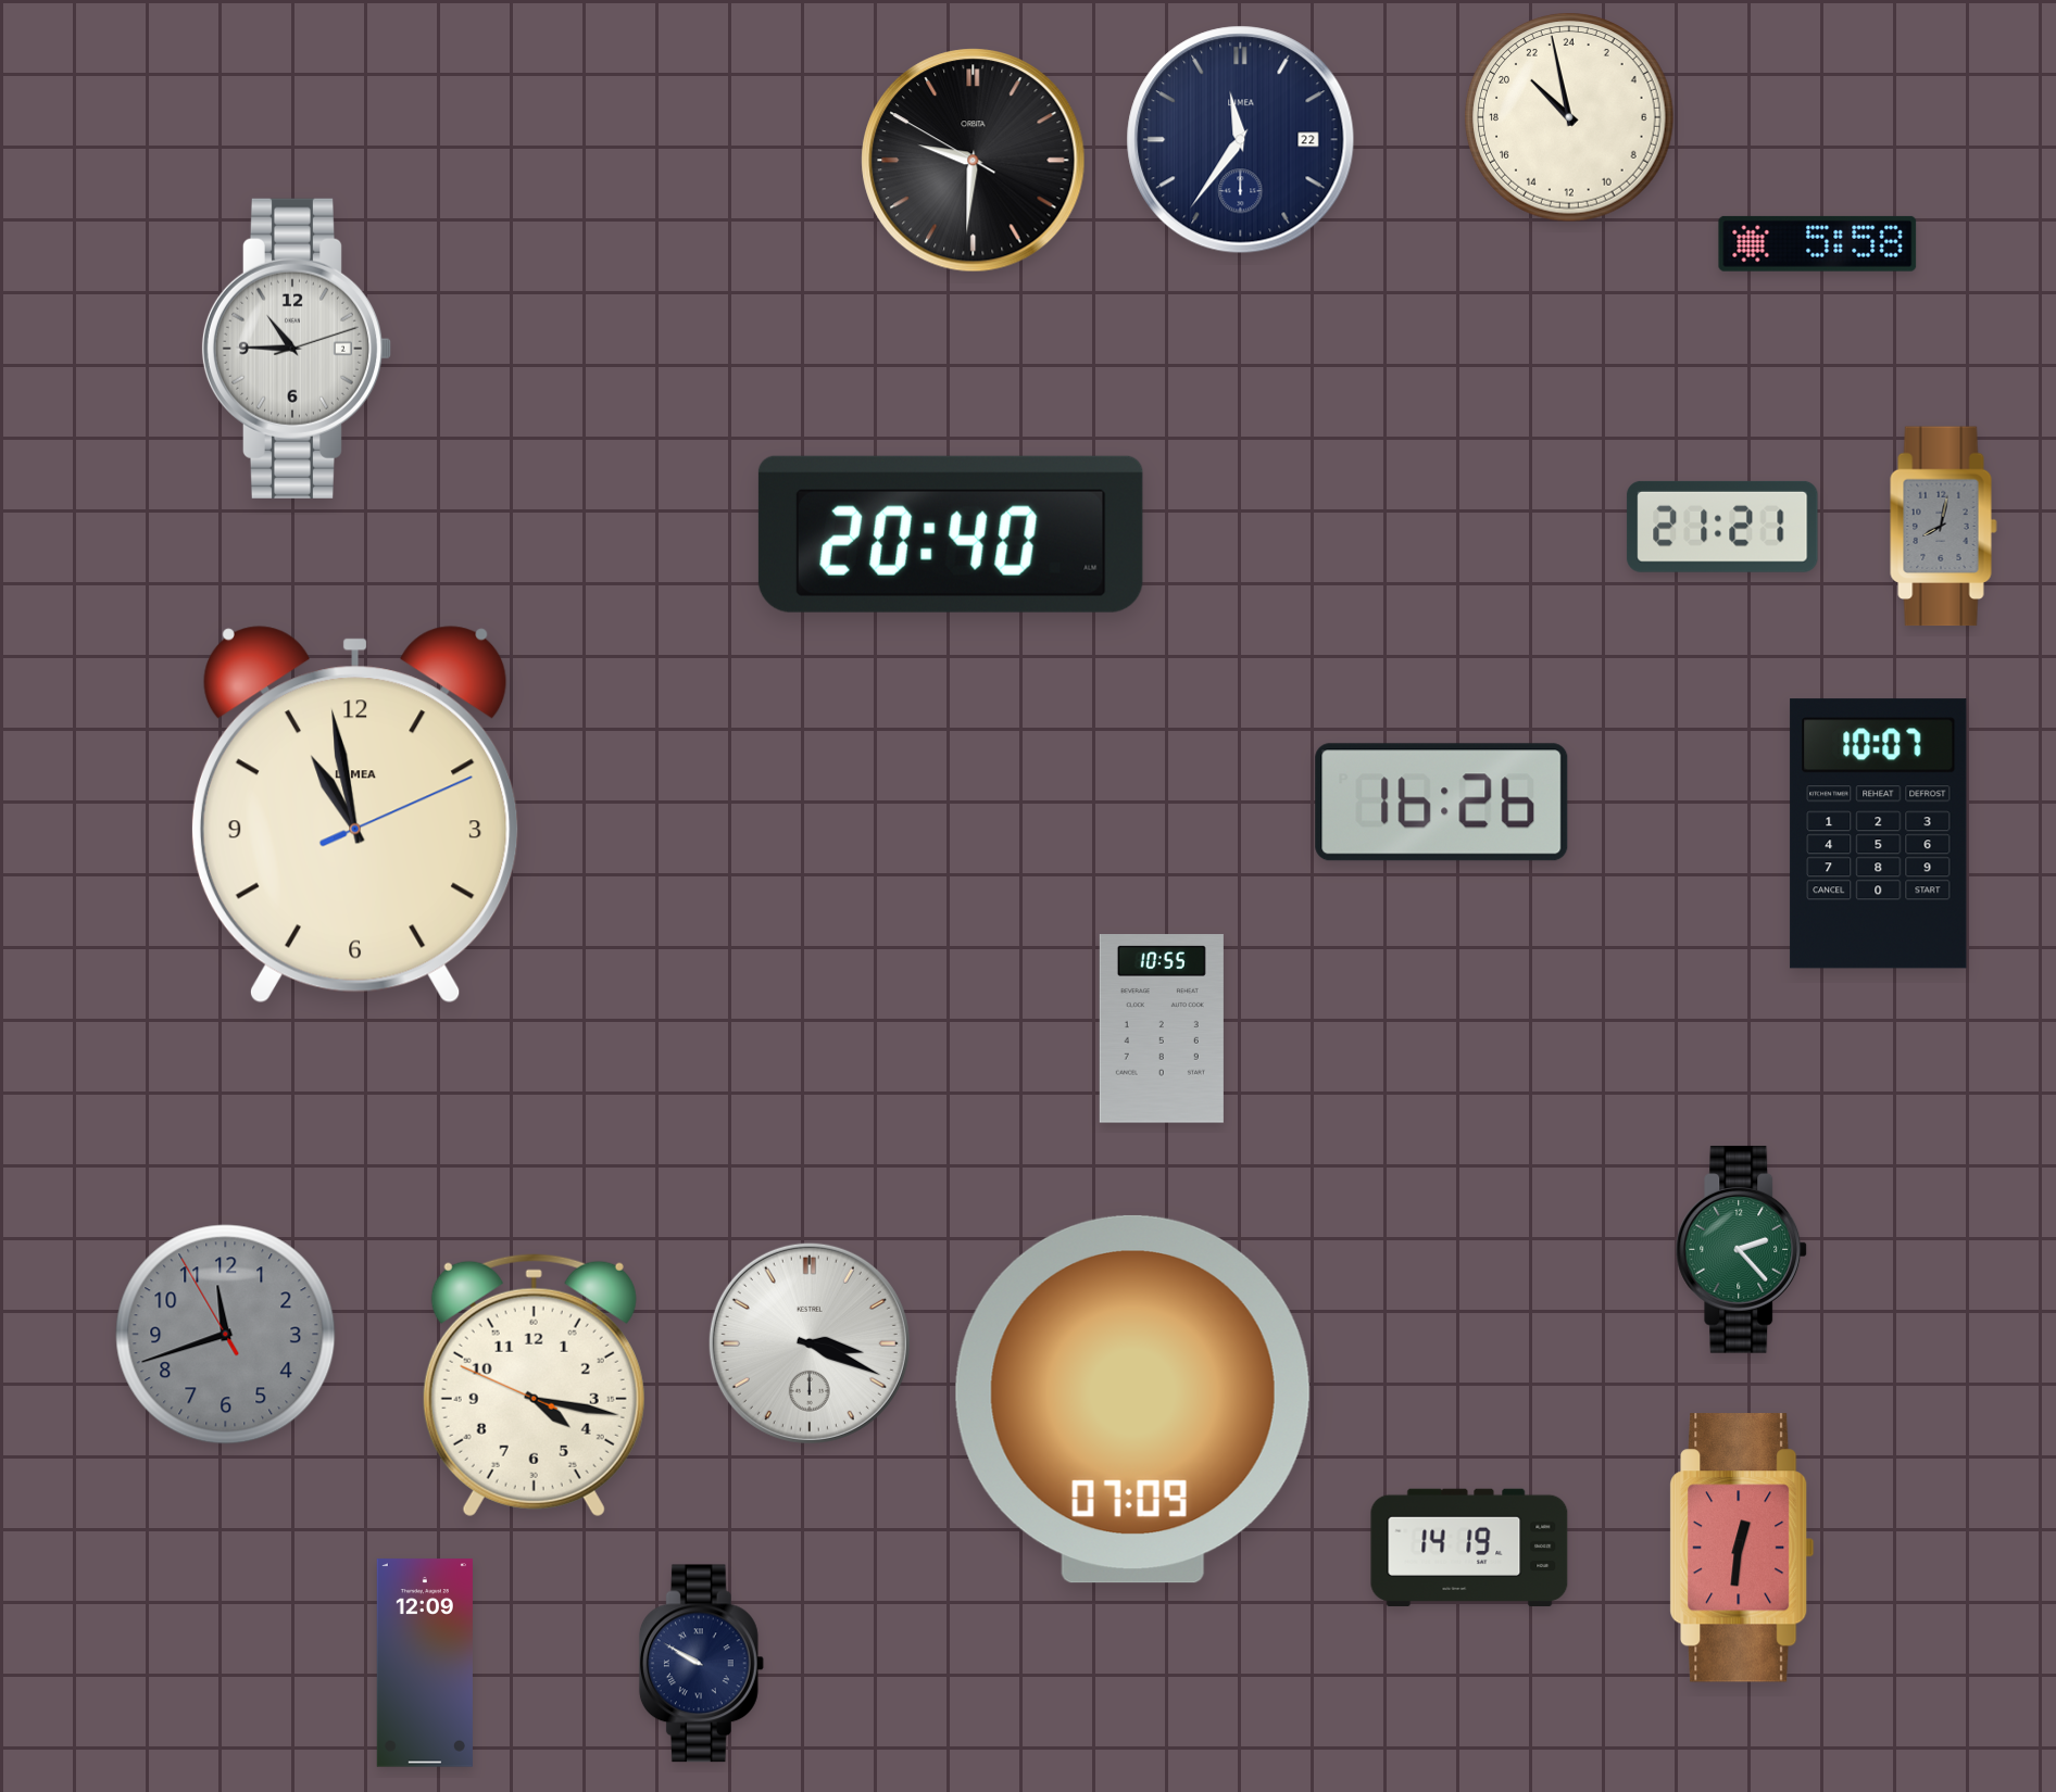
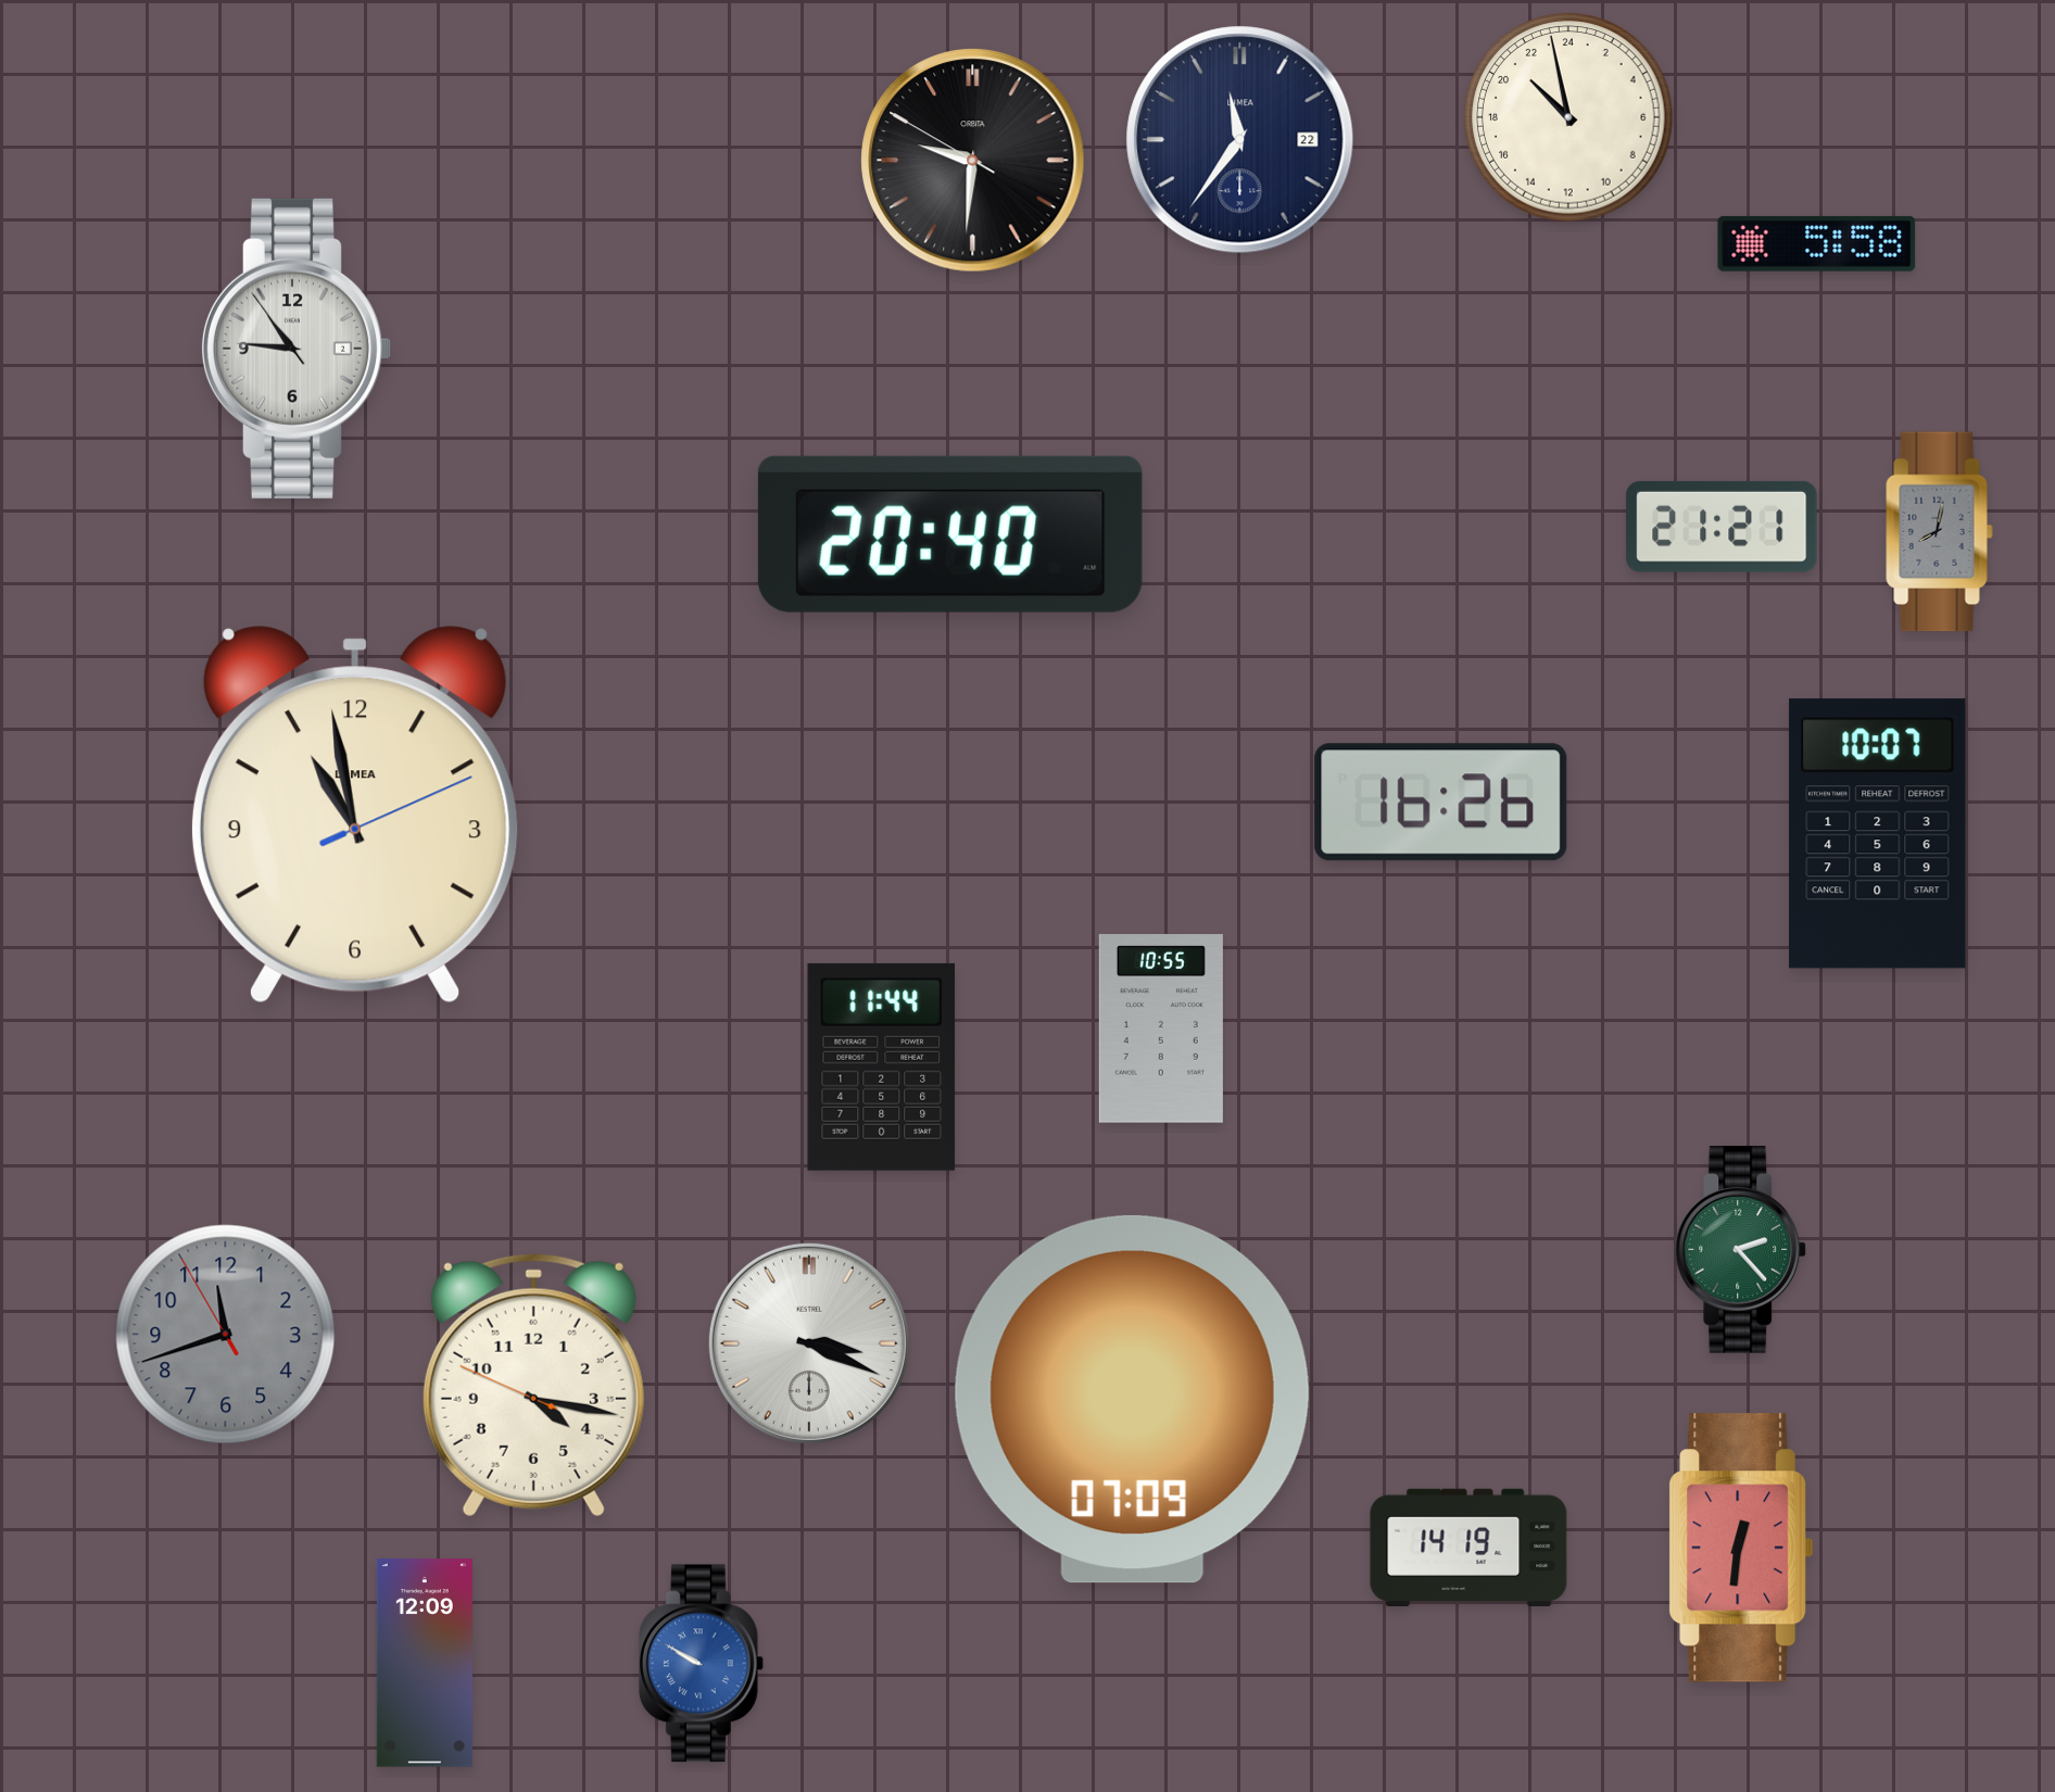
clock at (296, 349): 10:45:12 -> 10:45:54
clock at (1944, 527) position: (1944, 527) -> (1940, 532)
clock at (882, 1067): none -> 11:44
clock at (701, 1664) dial: navy -> blue
